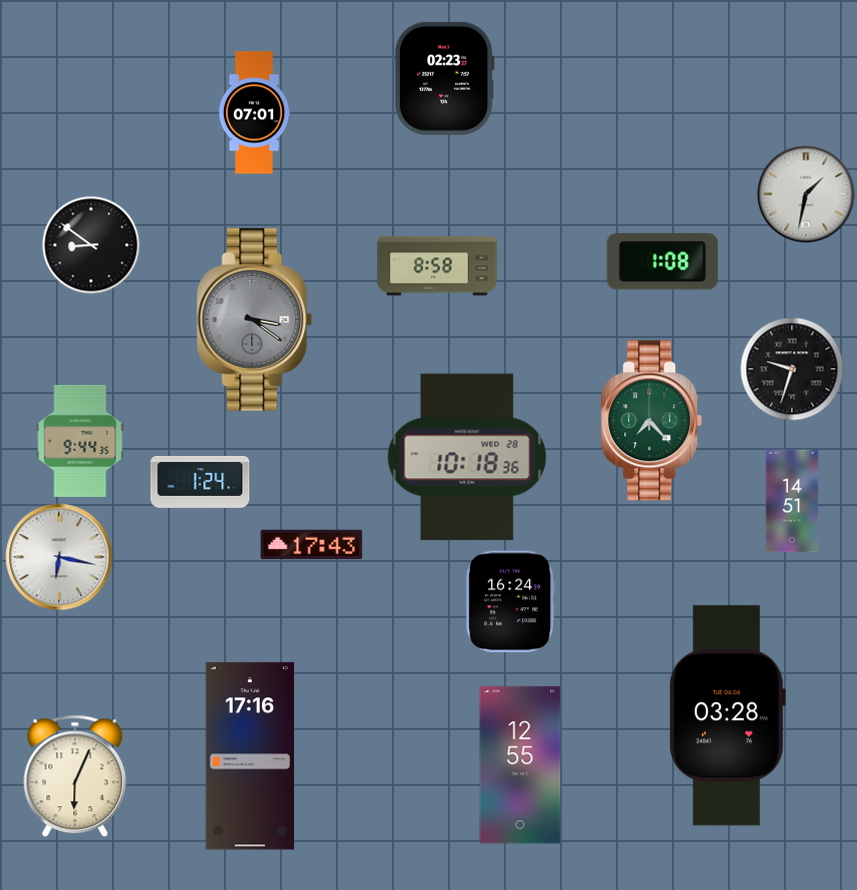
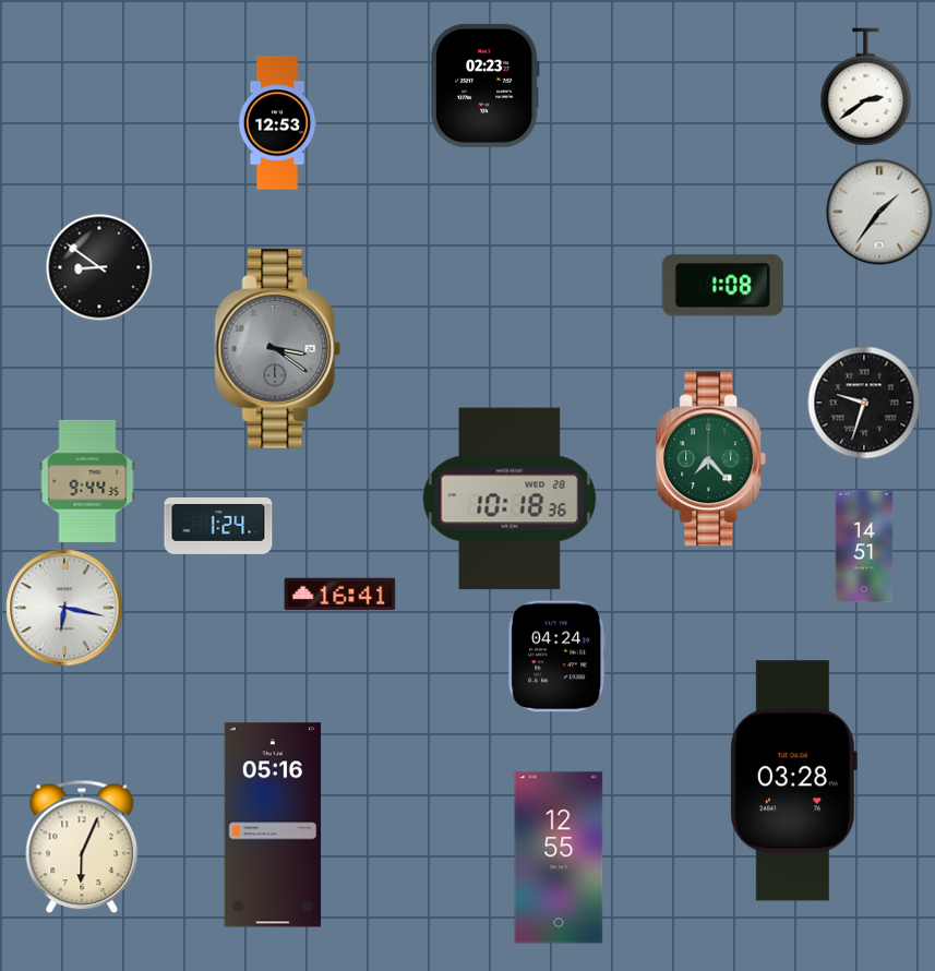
clock at (866, 87): none -> 2:39
clock at (254, 113): 07:01 -> 12:53
clock at (806, 194): 1:32 -> 1:36
clock at (437, 266): 8:58 -> none
clock at (312, 545): 17:43 -> 16:41
clock at (511, 602): 16:24 -> 04:24
clock at (250, 756): 17:16 -> 05:16
clock at (520, 765) position: (520, 765) -> (559, 858)
